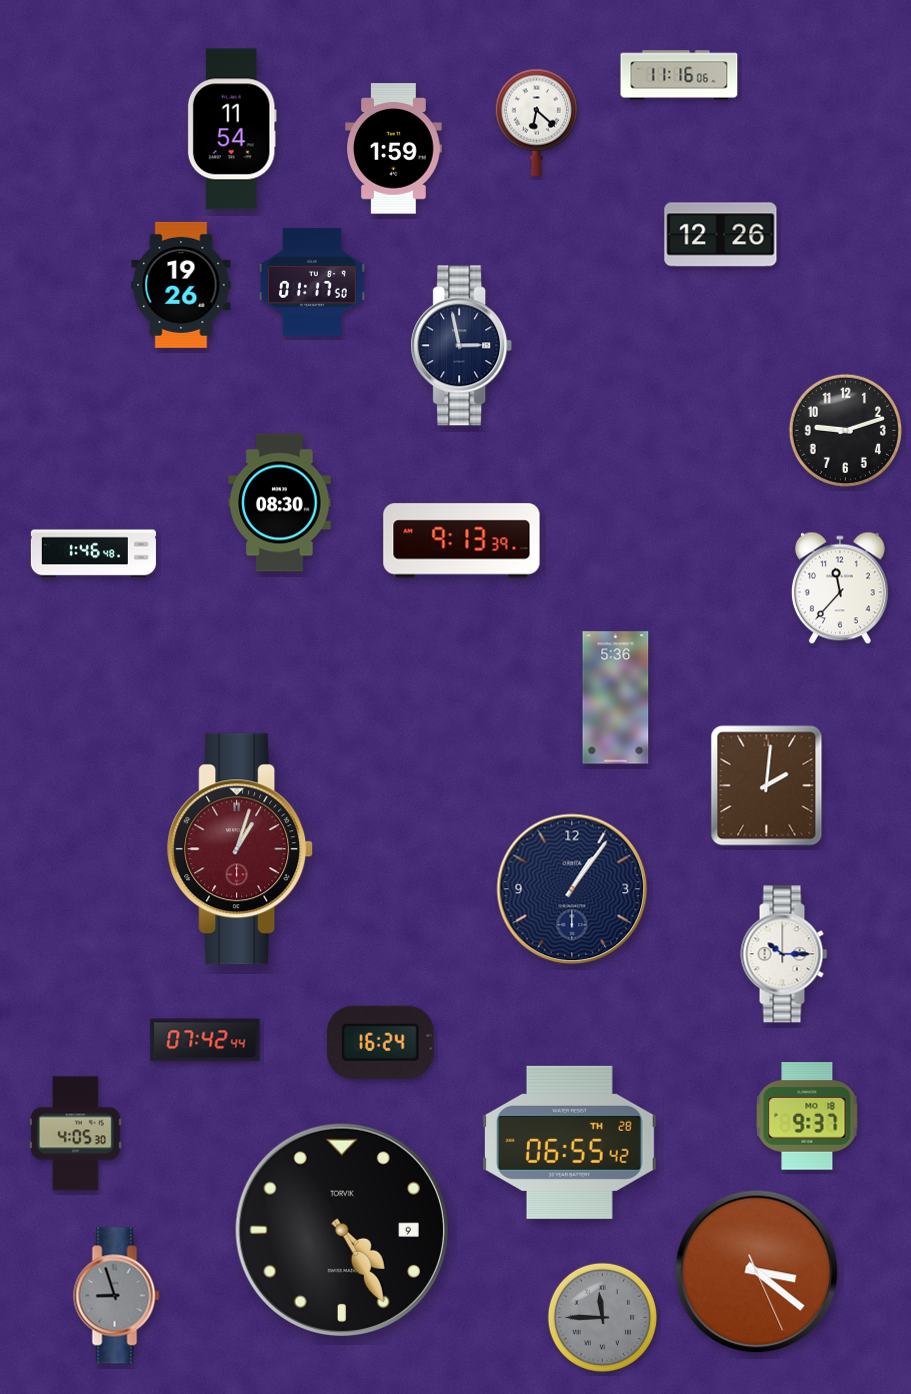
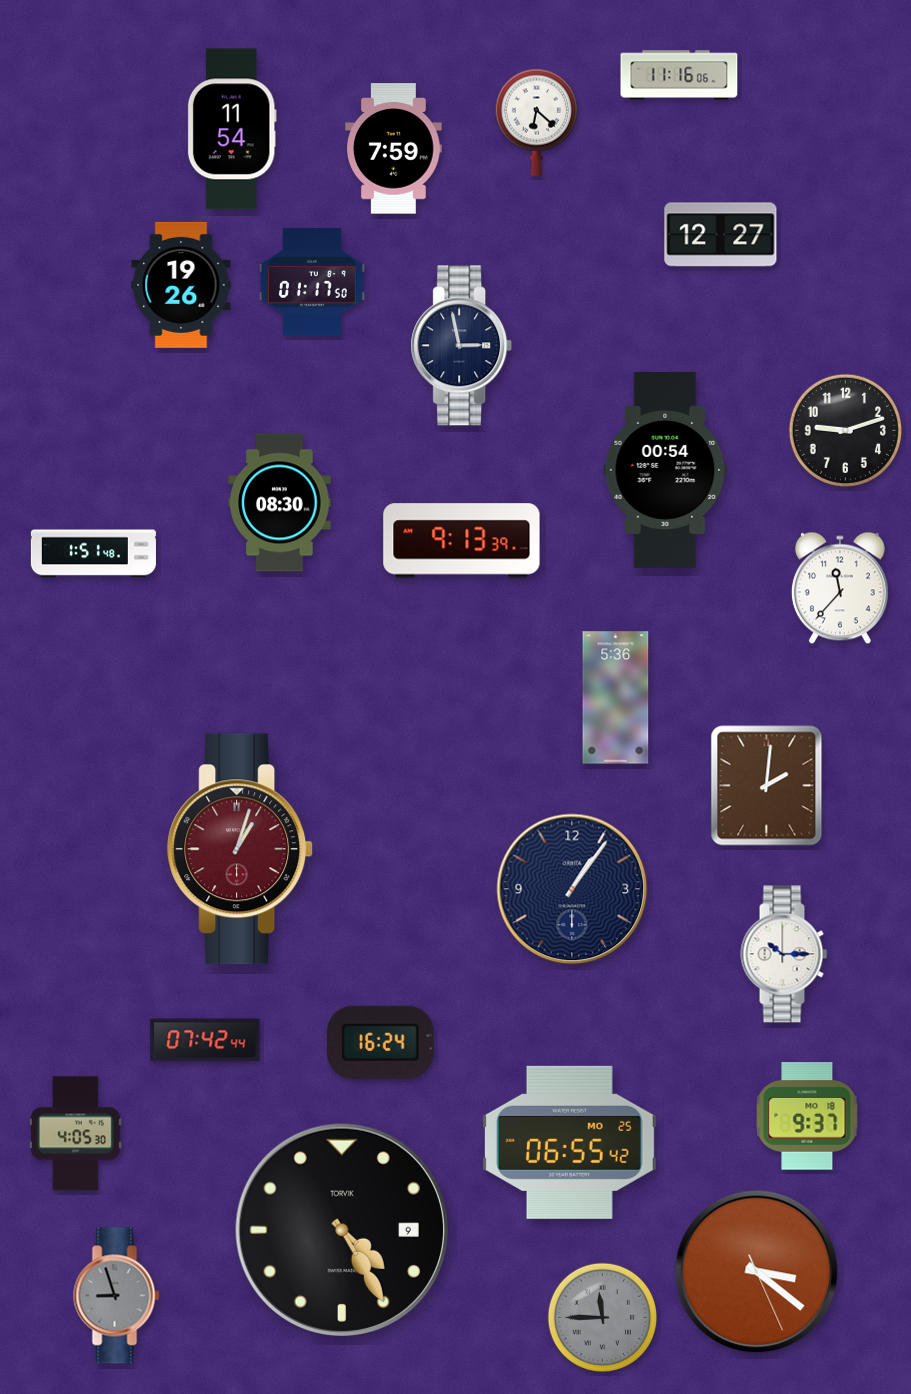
clock at (394, 149): 1:59 -> 7:59
clock at (721, 235): 12:26 -> 12:27
clock at (665, 470): none -> 00:54
clock at (93, 554): 1:46 -> 1:51
clock at (569, 1142) date: TH 28 -> MO 25
